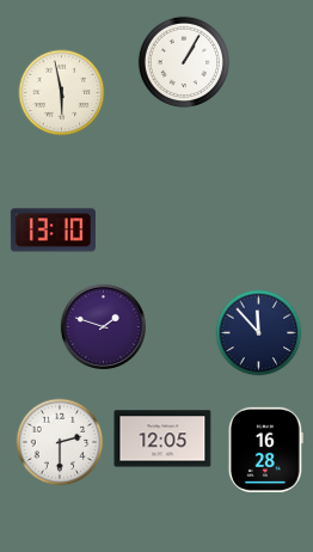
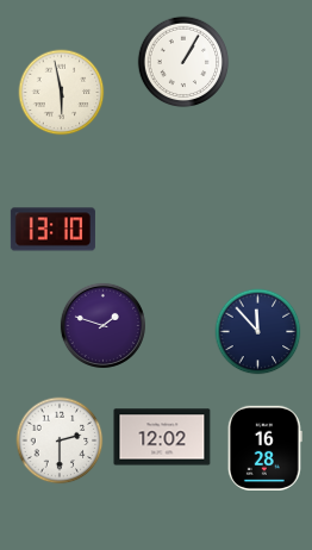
clock at (162, 438): 12:05 -> 12:02
